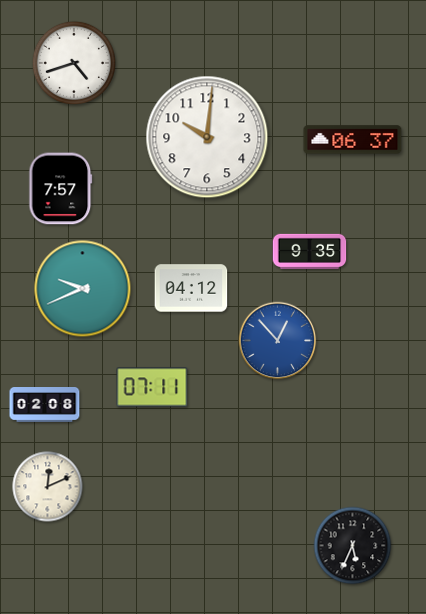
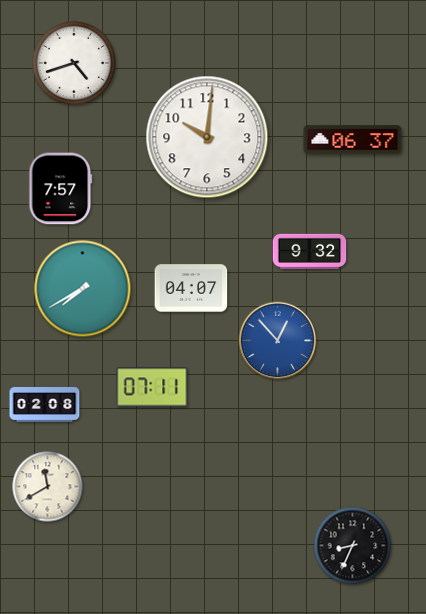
clock at (310, 251): 9:35 -> 9:32
clock at (191, 288): 04:12 -> 04:07
clock at (83, 289): 9:41 -> 7:40
clock at (48, 487): 12:11 -> 11:40
clock at (353, 546): 5:34 -> 8:34
